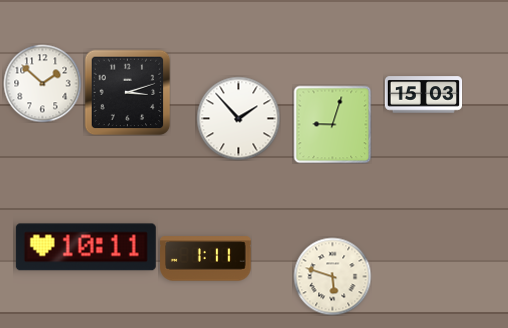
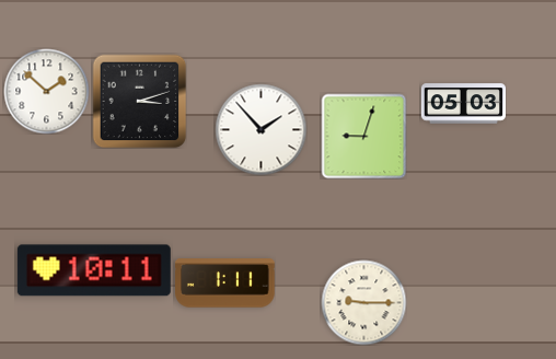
clock at (423, 95): 15:03 -> 05:03
clock at (332, 276): 5:48 -> 9:15
